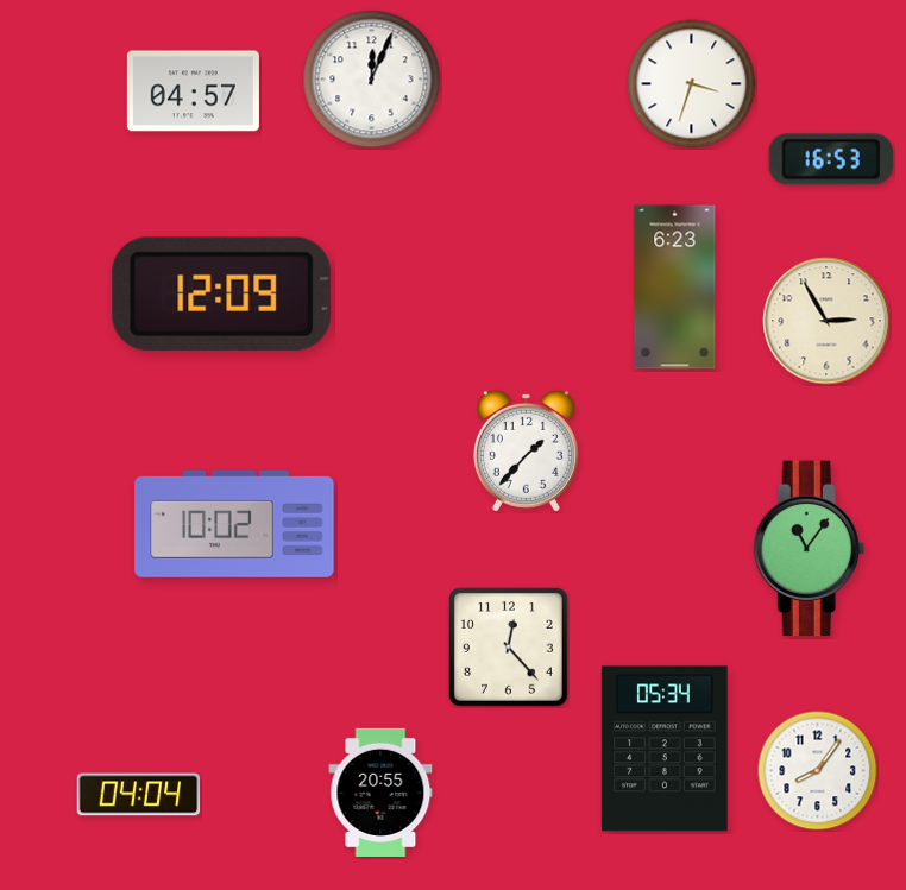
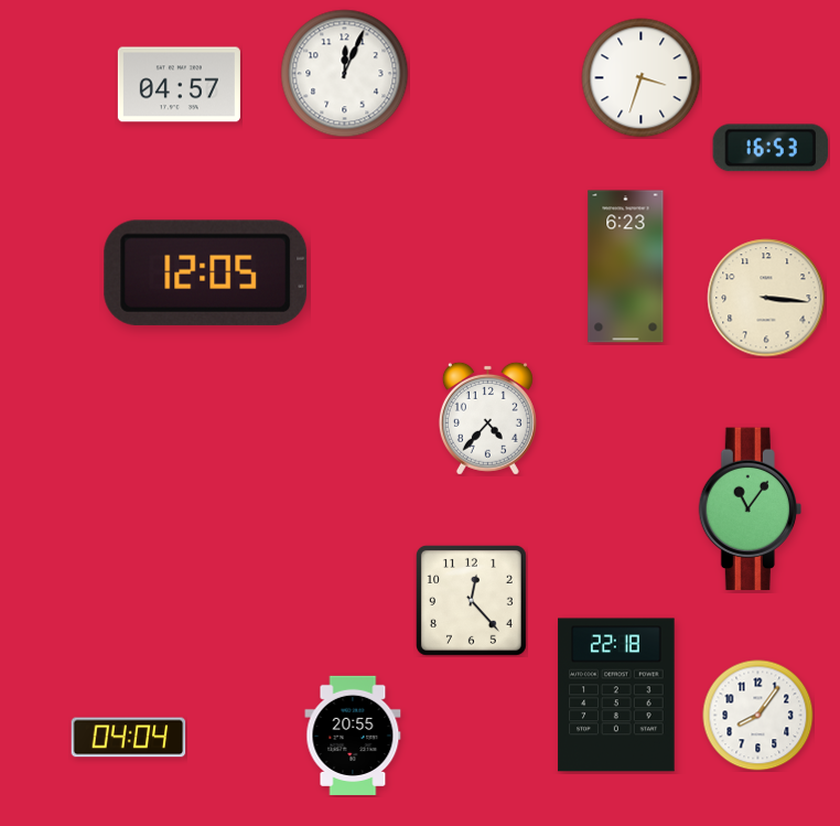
clock at (222, 293): 12:09 -> 12:05
clock at (826, 321): 2:55 -> 3:16
clock at (526, 450): 1:37 -> 4:37
clock at (234, 524): 10:02 -> none
clock at (665, 749): 05:34 -> 22:18
